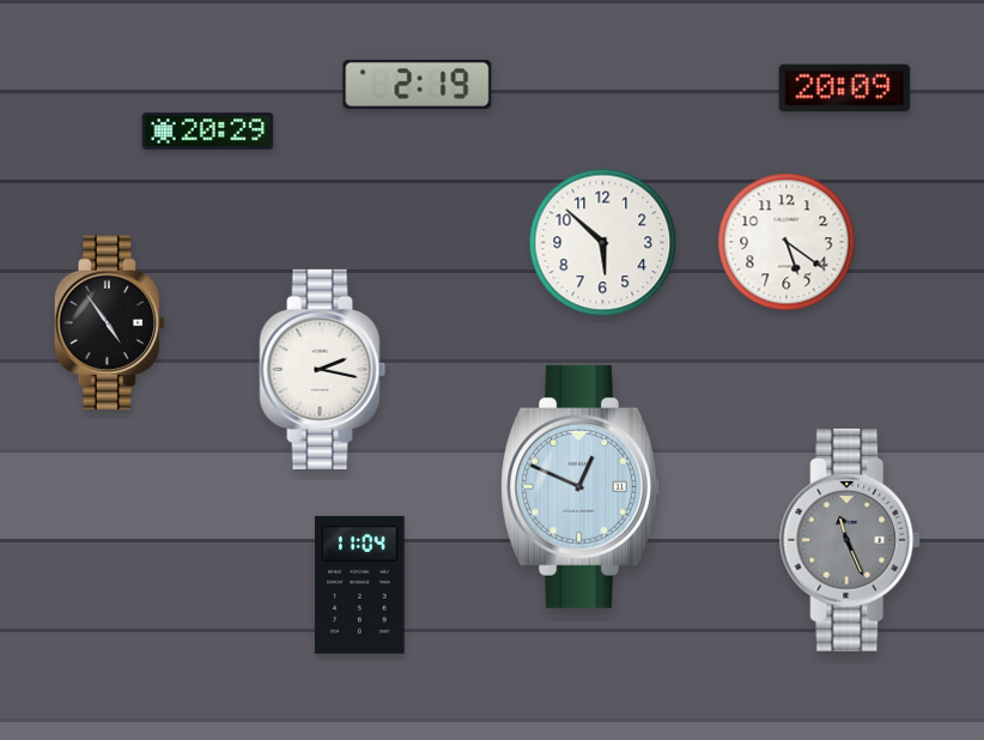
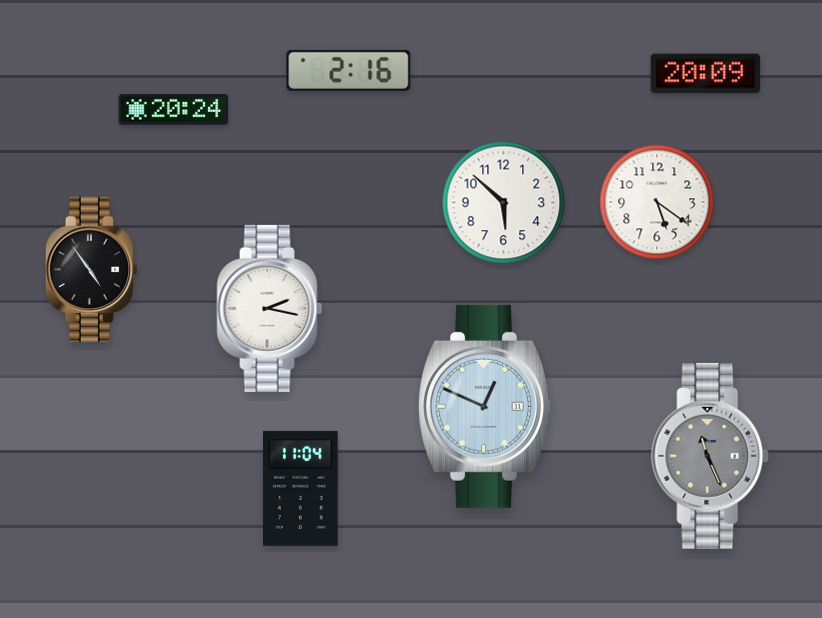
clock at (418, 84): 2:19 -> 2:16
clock at (208, 132): 20:29 -> 20:24
clock at (851, 540) position: (851, 540) -> (711, 456)
